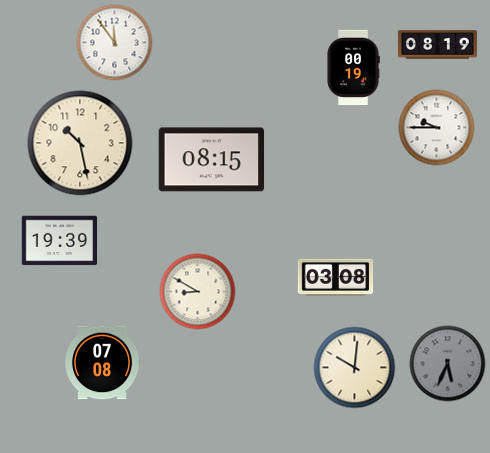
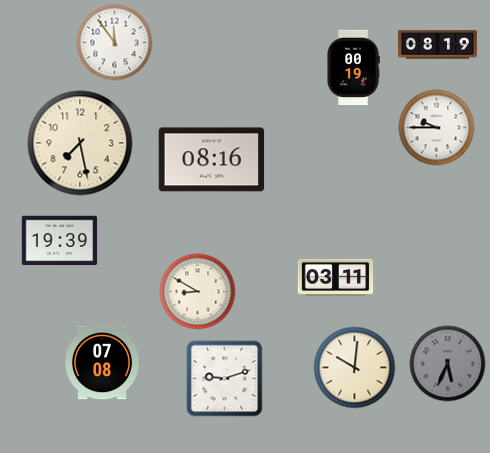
clock at (80, 143): 10:28 -> 7:28
clock at (212, 160): 08:15 -> 08:16
clock at (336, 277): 03:08 -> 03:11
clock at (225, 379): none -> 9:12
